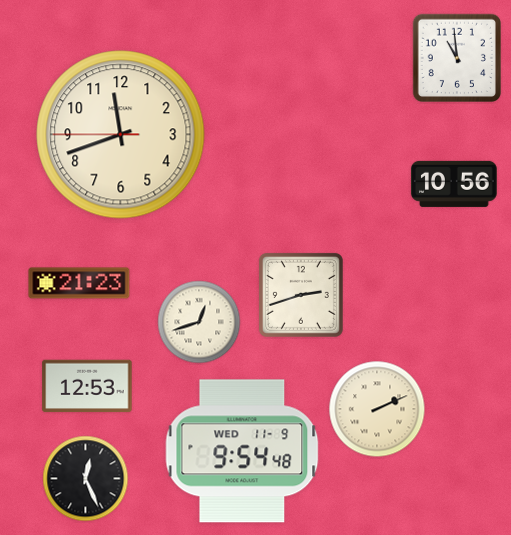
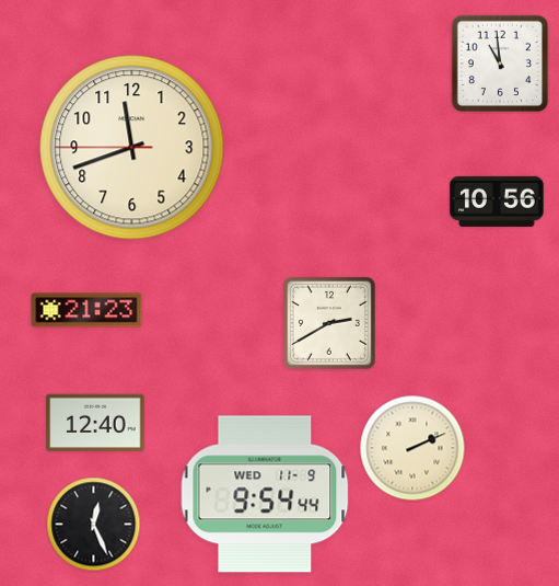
clock at (301, 295): 2:42 -> 2:40
clock at (199, 322): 12:42 -> none
clock at (87, 386): 12:53 -> 12:40
clock at (242, 451): 9:54:48 -> 9:54:44
